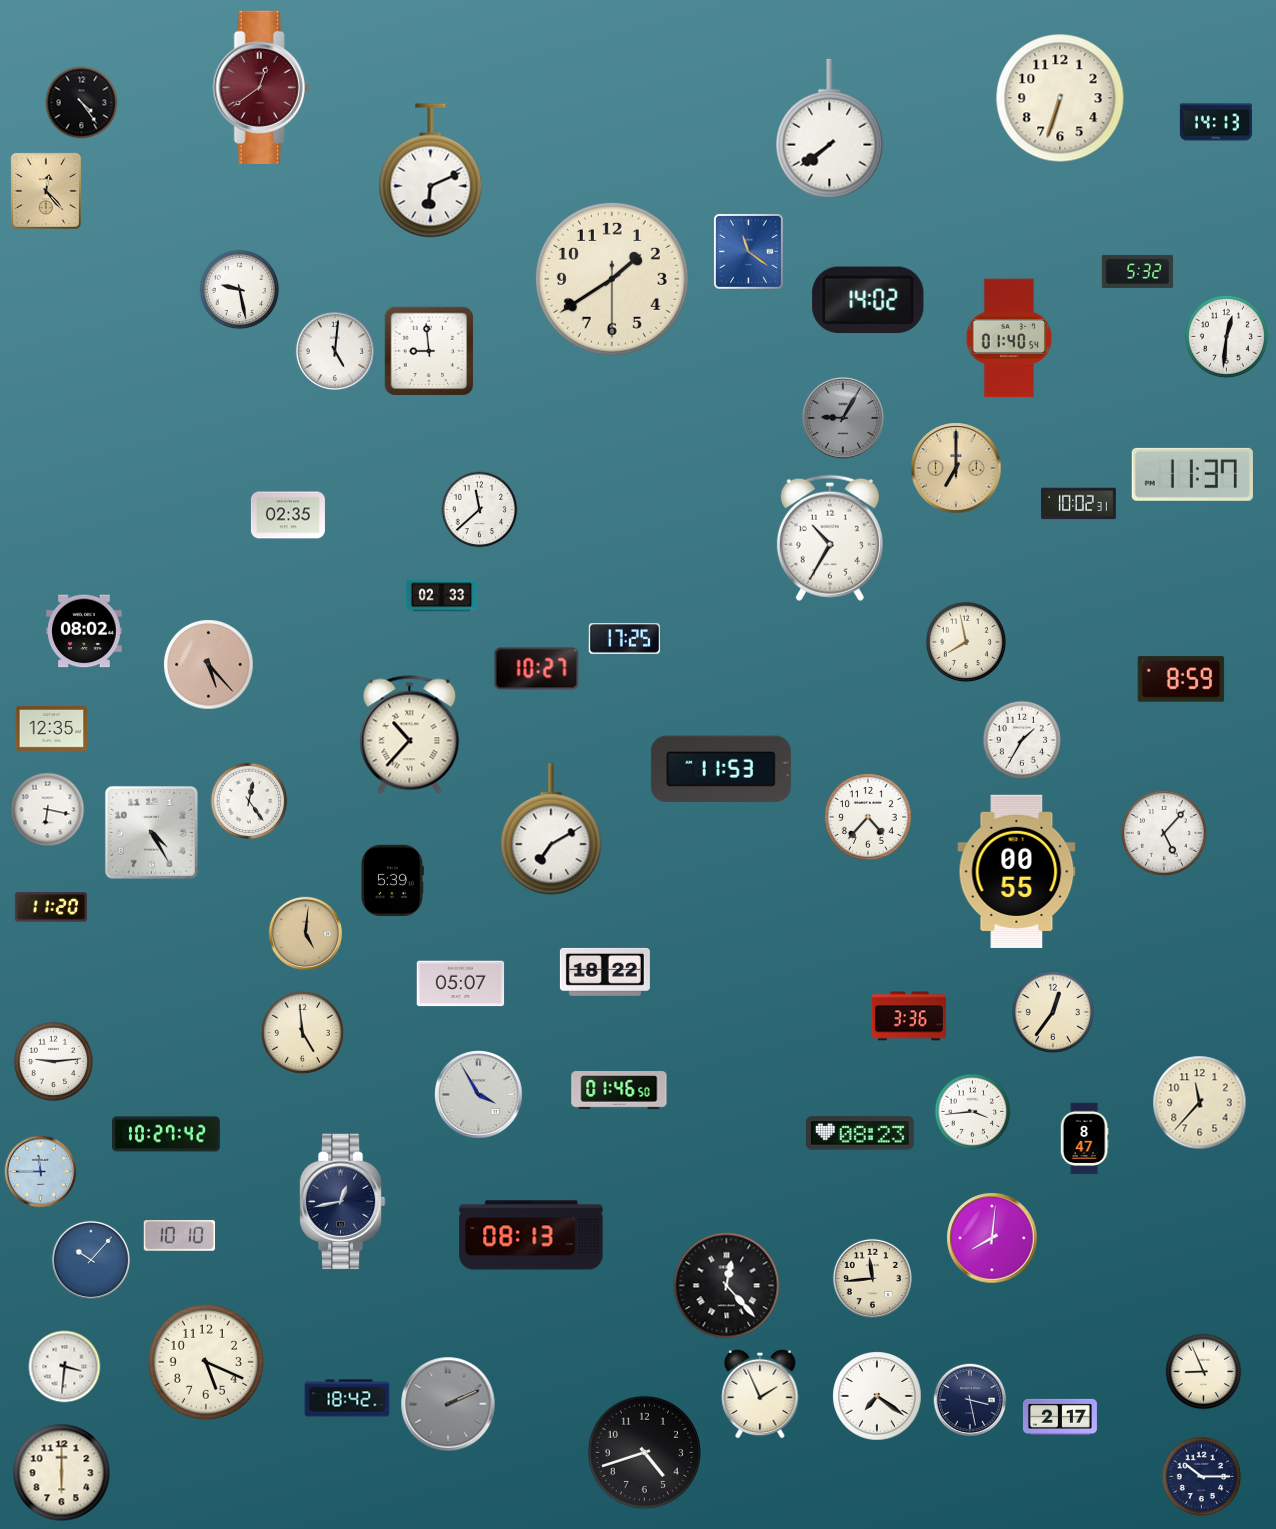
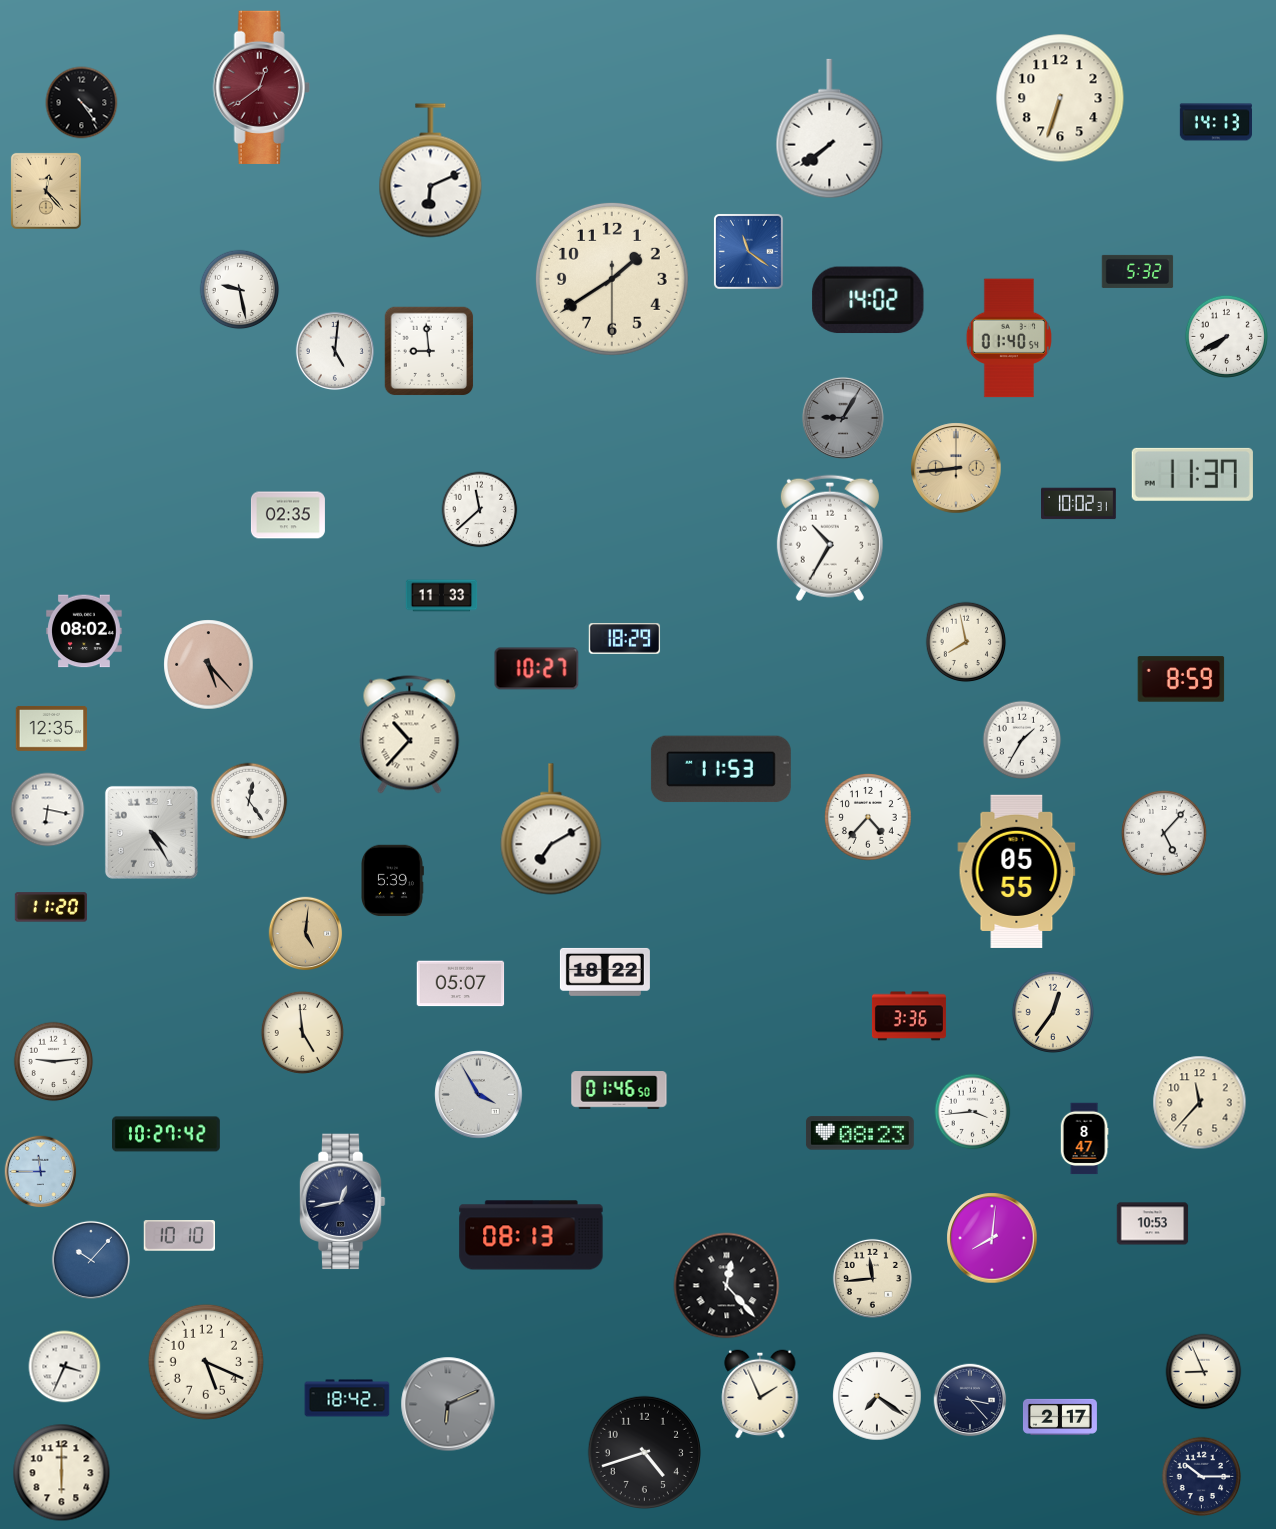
clock at (1226, 336): 12:31 -> 7:40
clock at (956, 468): 7:00 -> 8:44
clock at (442, 596): 02:33 -> 11:33
clock at (625, 639): 17:25 -> 18:29
clock at (1017, 871): 00:55 -> 05:55
clock at (1153, 1224): none -> 10:53
clock at (65, 1367): 3:31 -> 3:34
clock at (970, 1400): 3:28 -> 3:23
clock at (448, 1404): 2:11 -> 6:11
